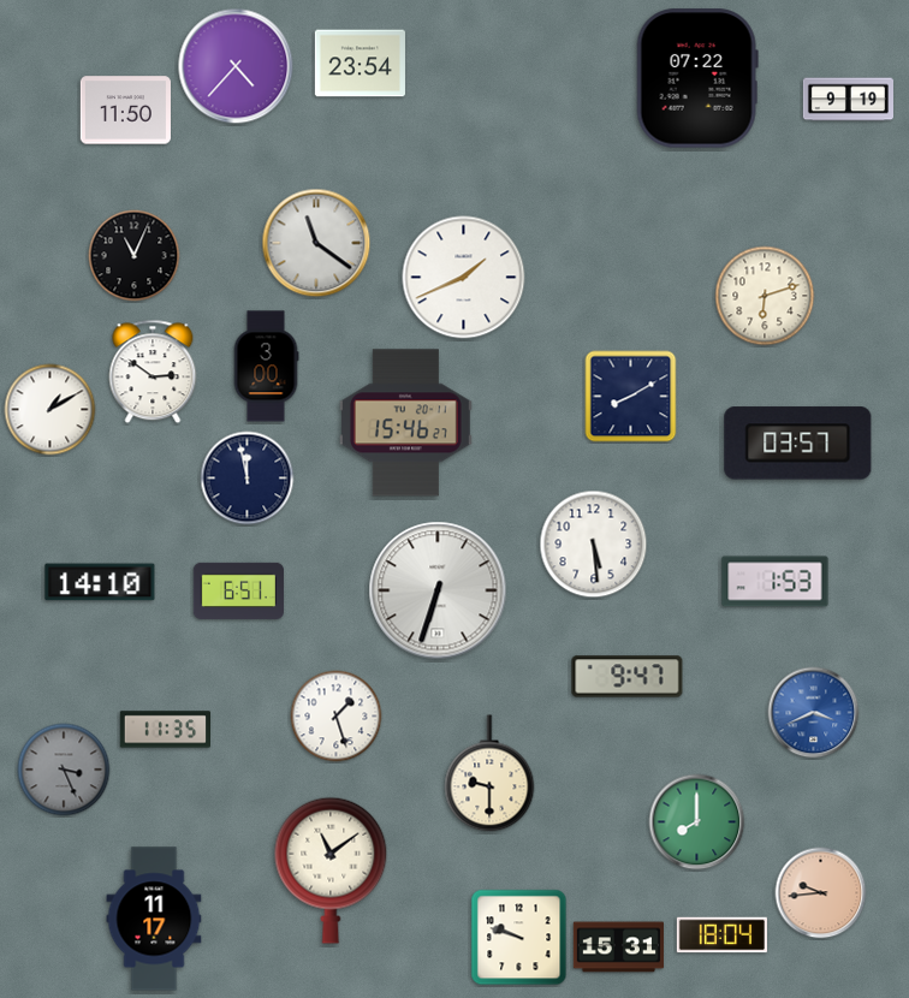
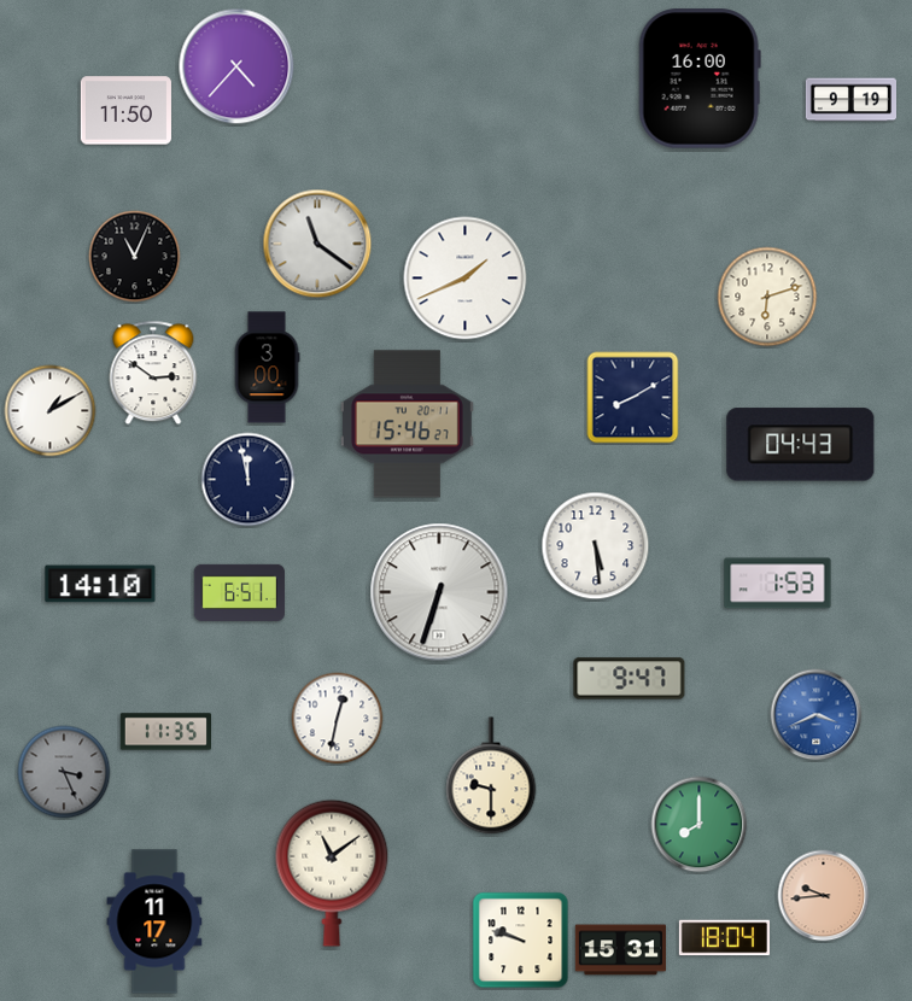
clock at (360, 64): 23:54 -> none
clock at (697, 78): 07:22 -> 16:00
clock at (798, 444): 03:57 -> 04:43
clock at (337, 717): 1:27 -> 12:32
